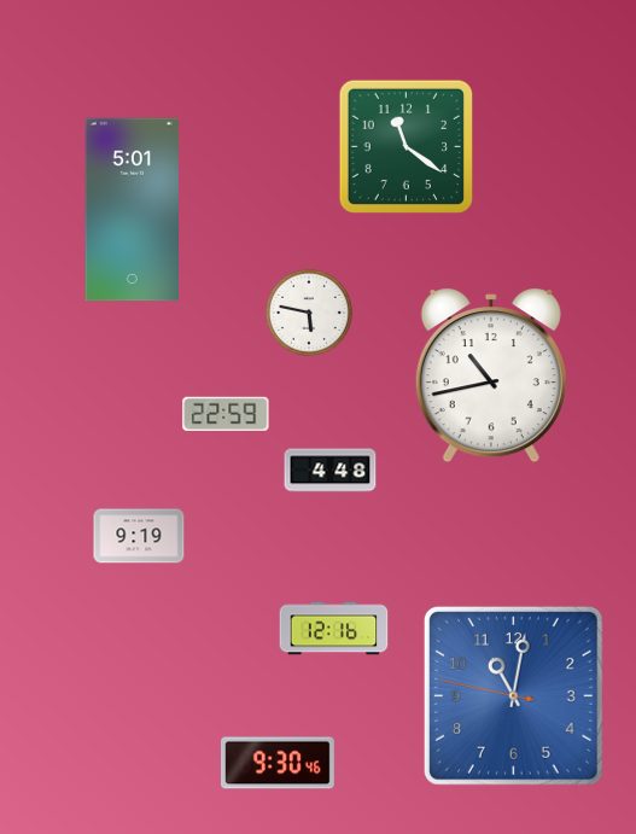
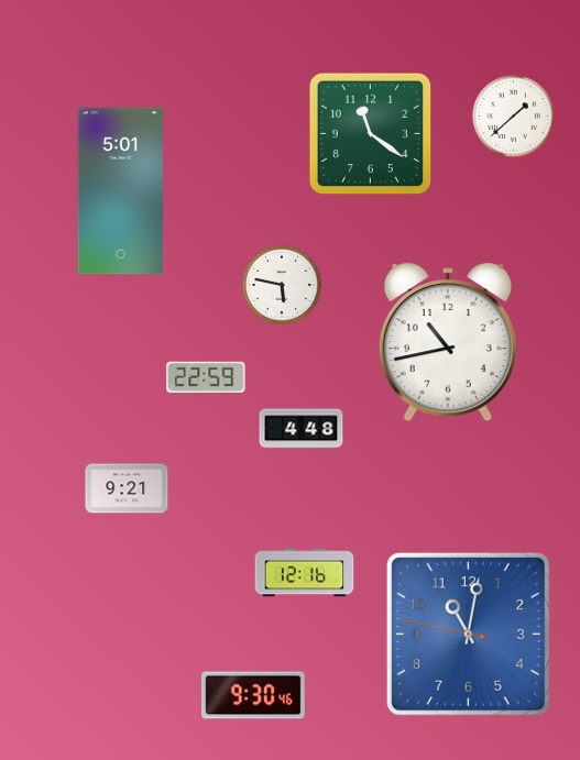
clock at (514, 117): none -> 1:38
clock at (139, 536): 9:19 -> 9:21
